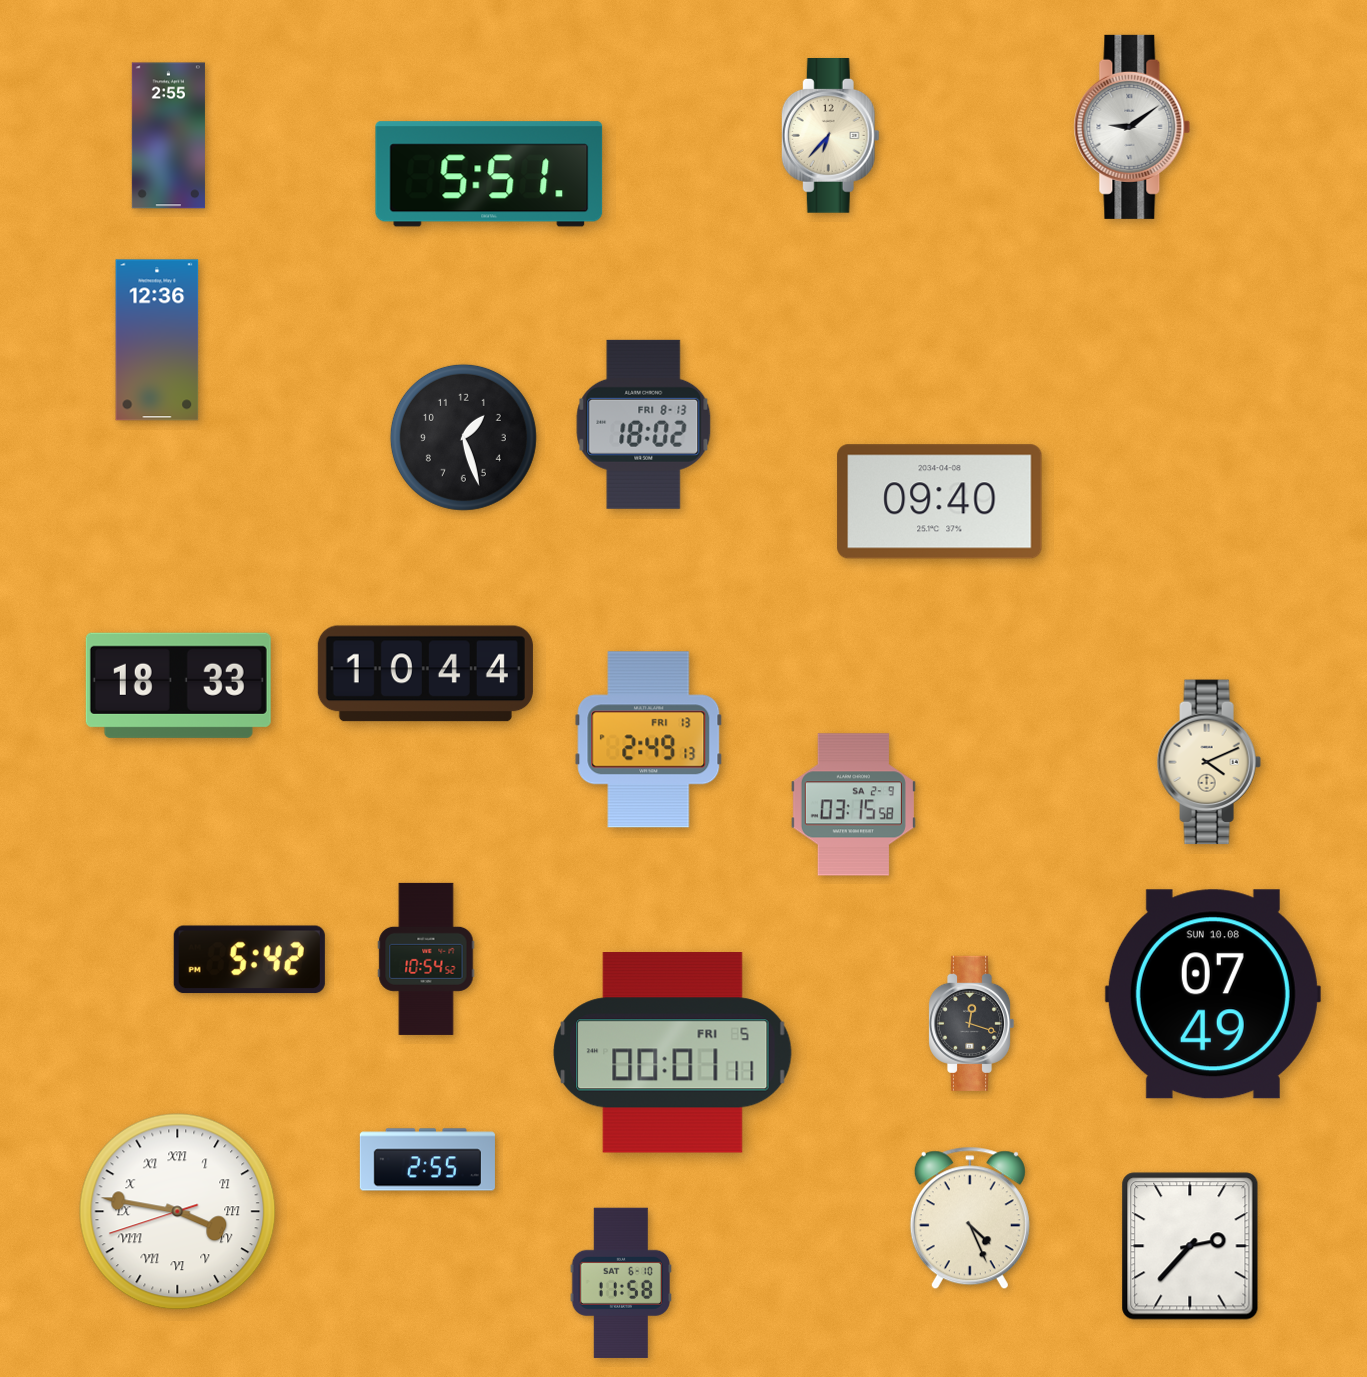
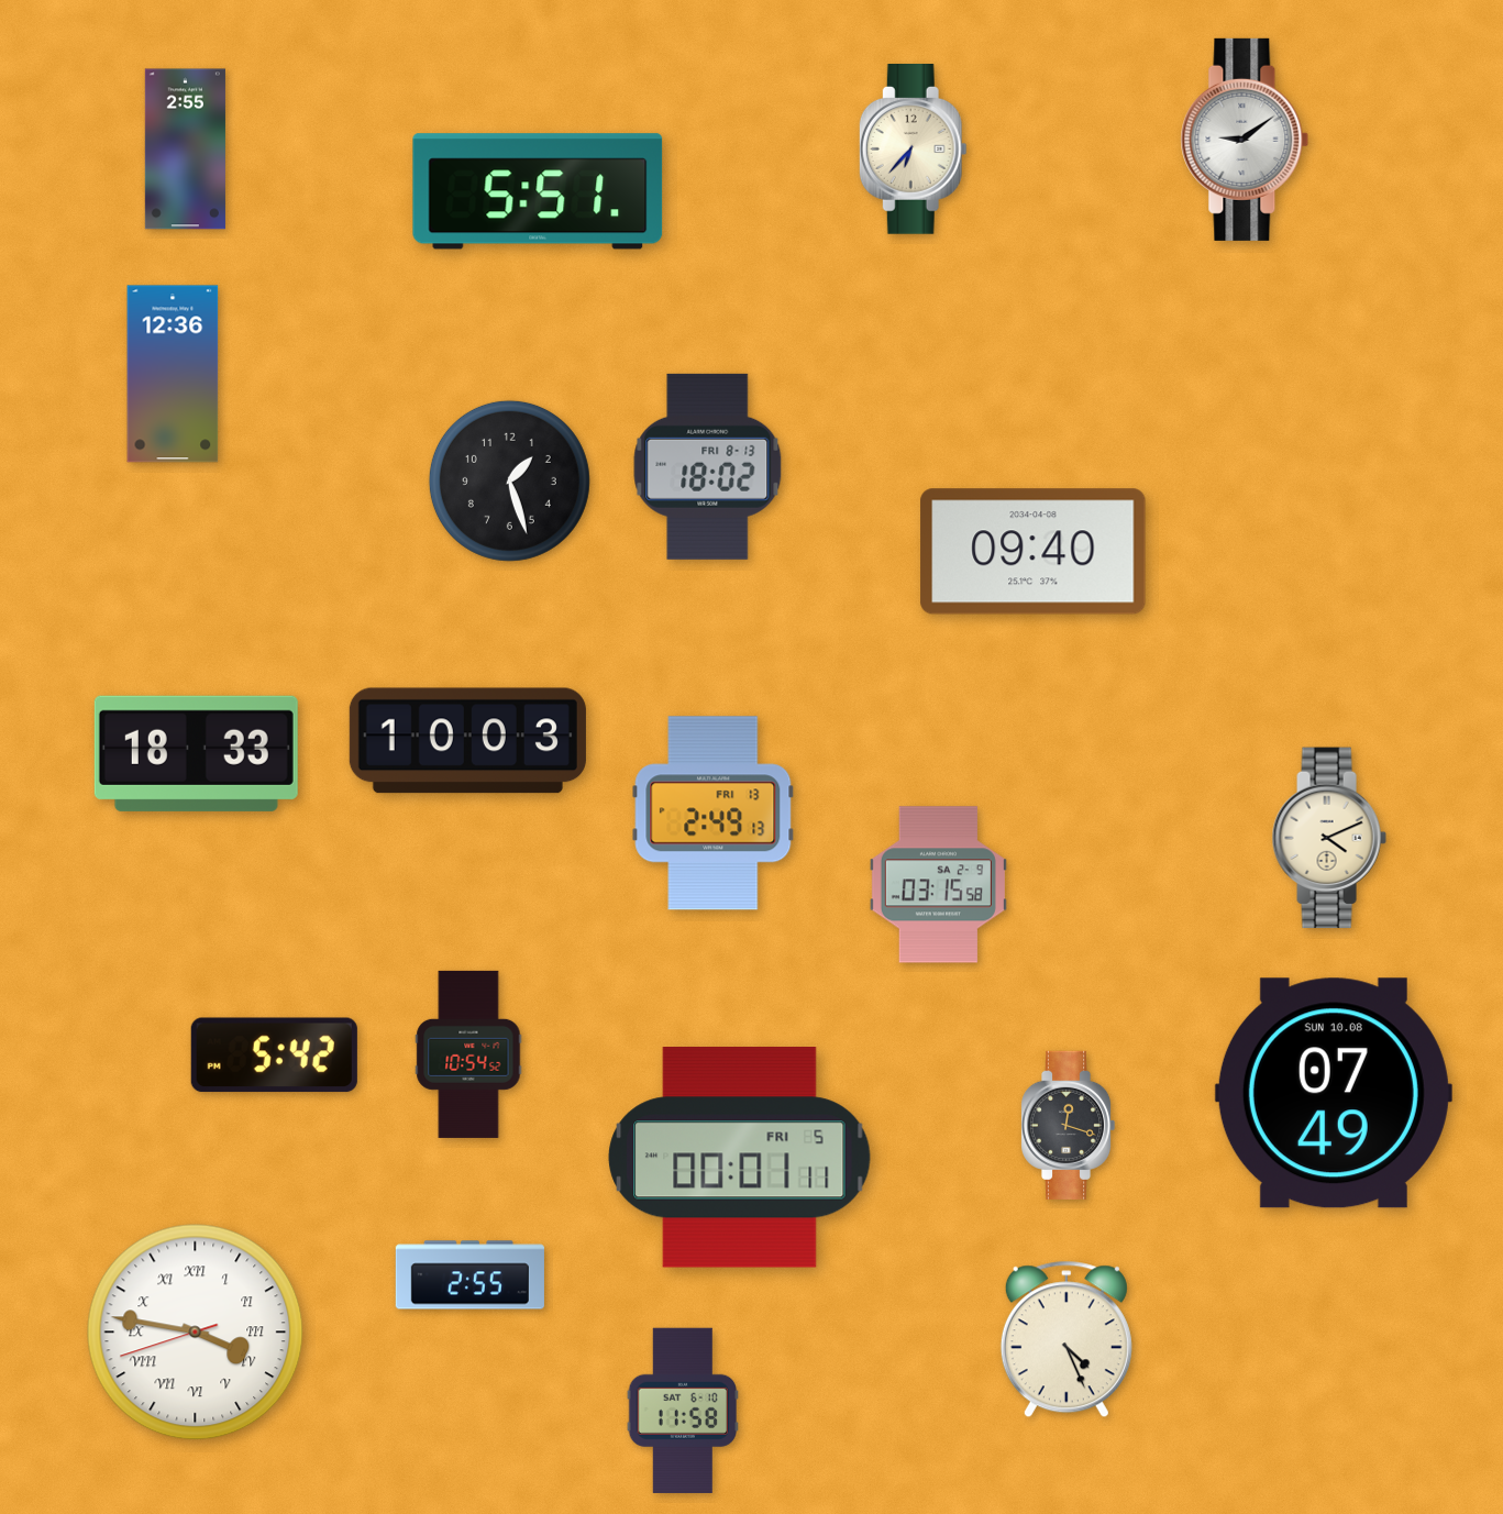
clock at (425, 674): 10:44 -> 10:03
clock at (1190, 1246): 2:37 -> none
